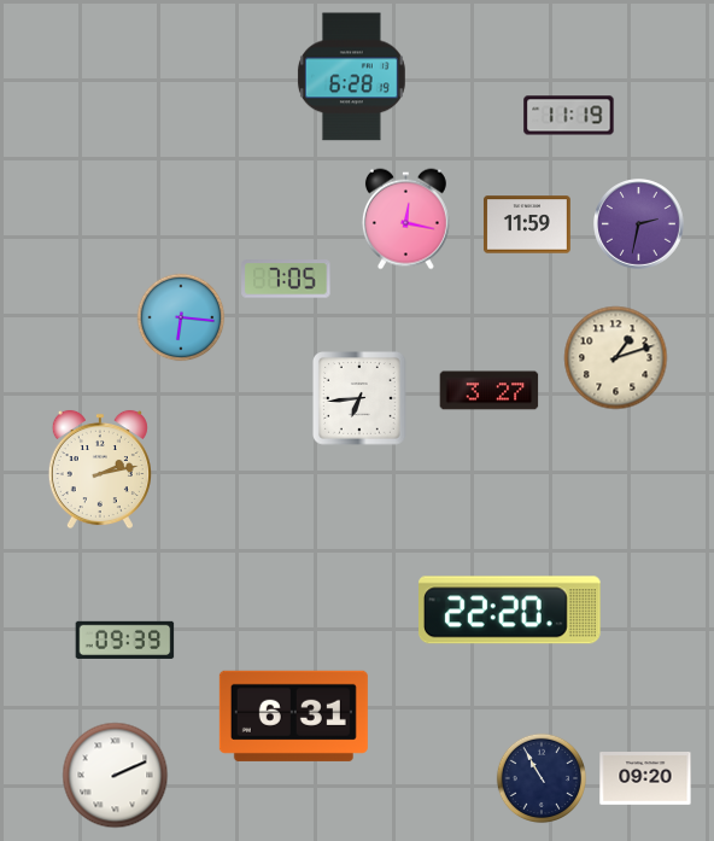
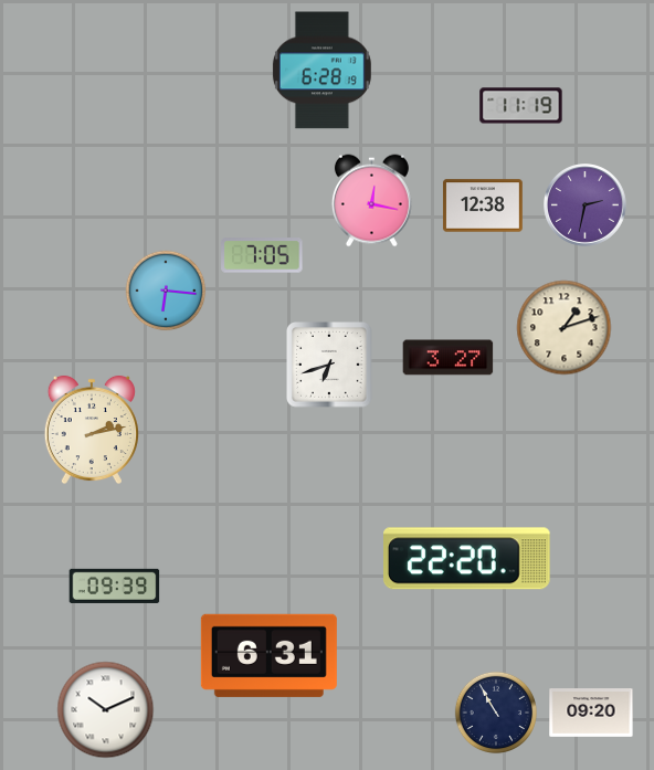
clock at (527, 224): 11:59 -> 12:38
clock at (361, 399): 6:44 -> 6:42
clock at (116, 776): 2:11 -> 10:11
